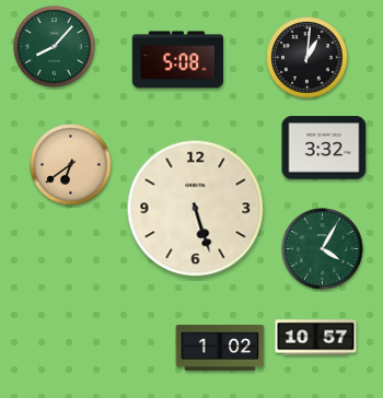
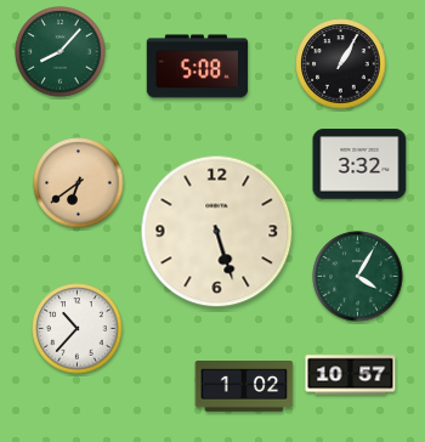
clock at (307, 58): 1:01 -> 1:05
clock at (78, 329): none -> 10:37
